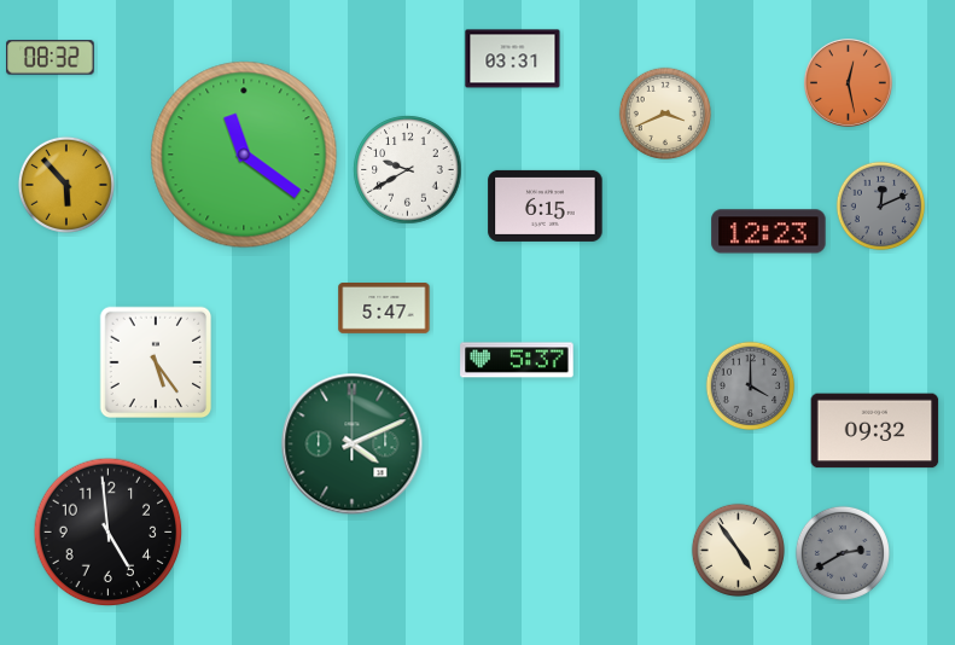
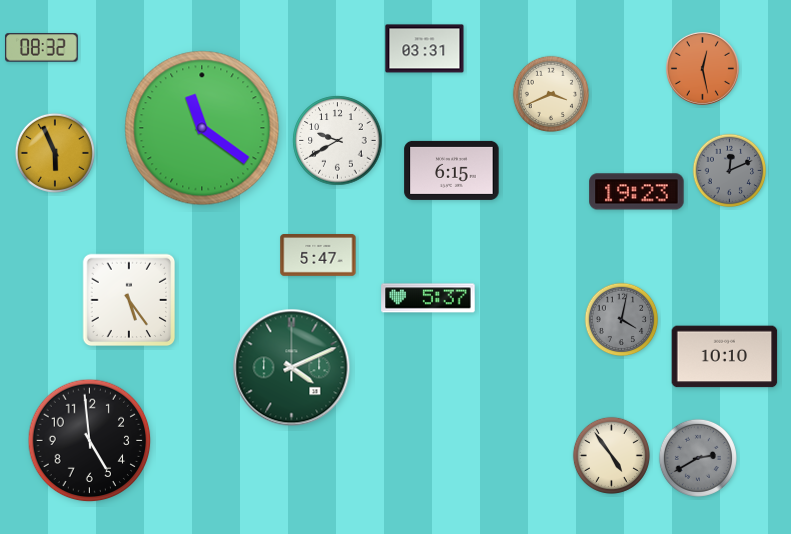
clock at (66, 185): 5:53 -> 5:56
clock at (769, 232): 12:23 -> 19:23
clock at (751, 387): 4:00 -> 4:02
clock at (875, 431): 09:32 -> 10:10
